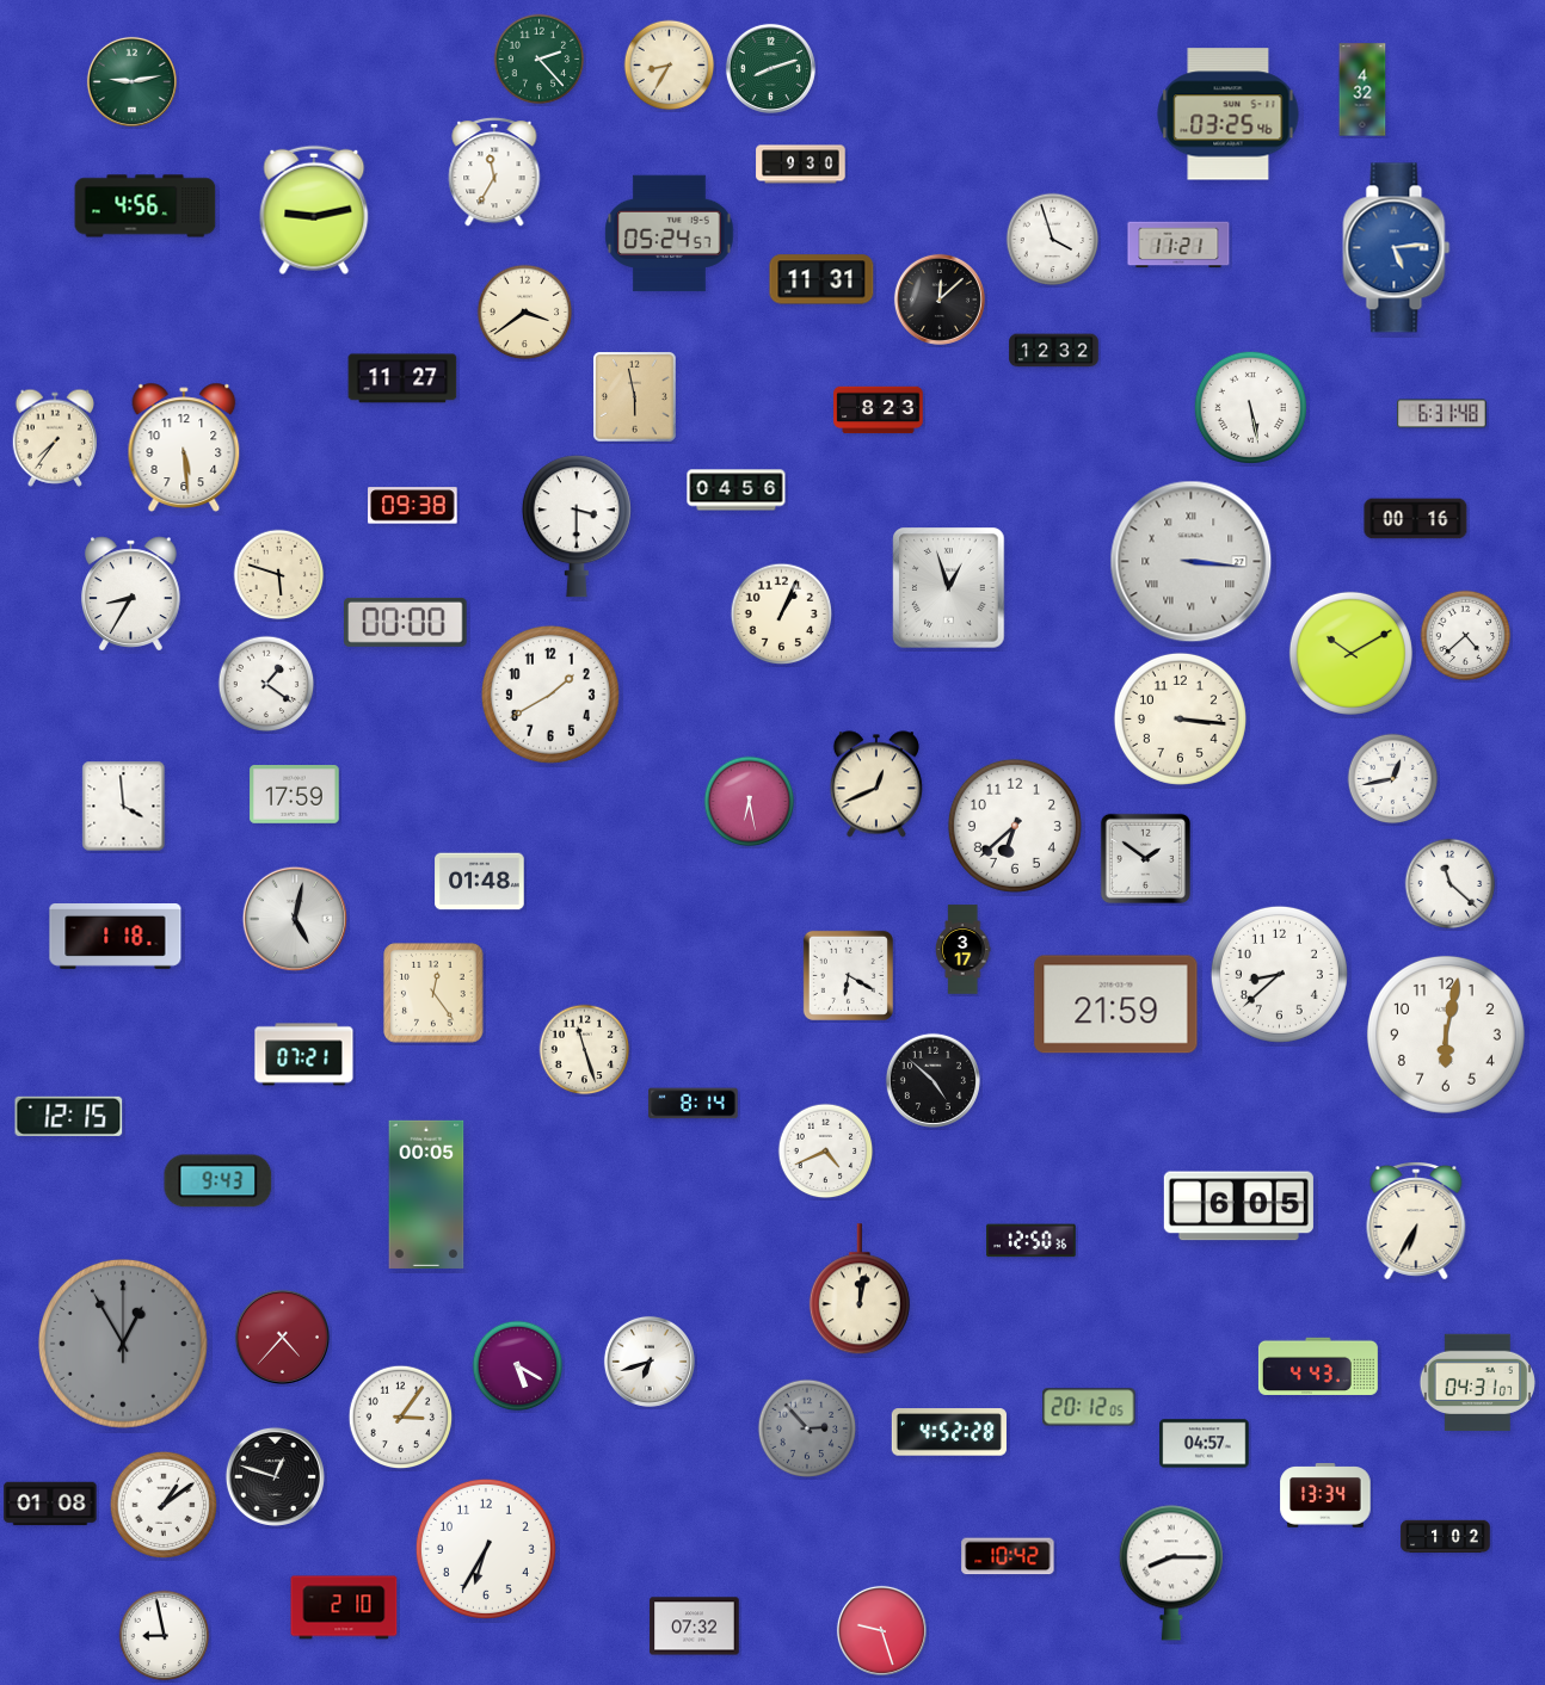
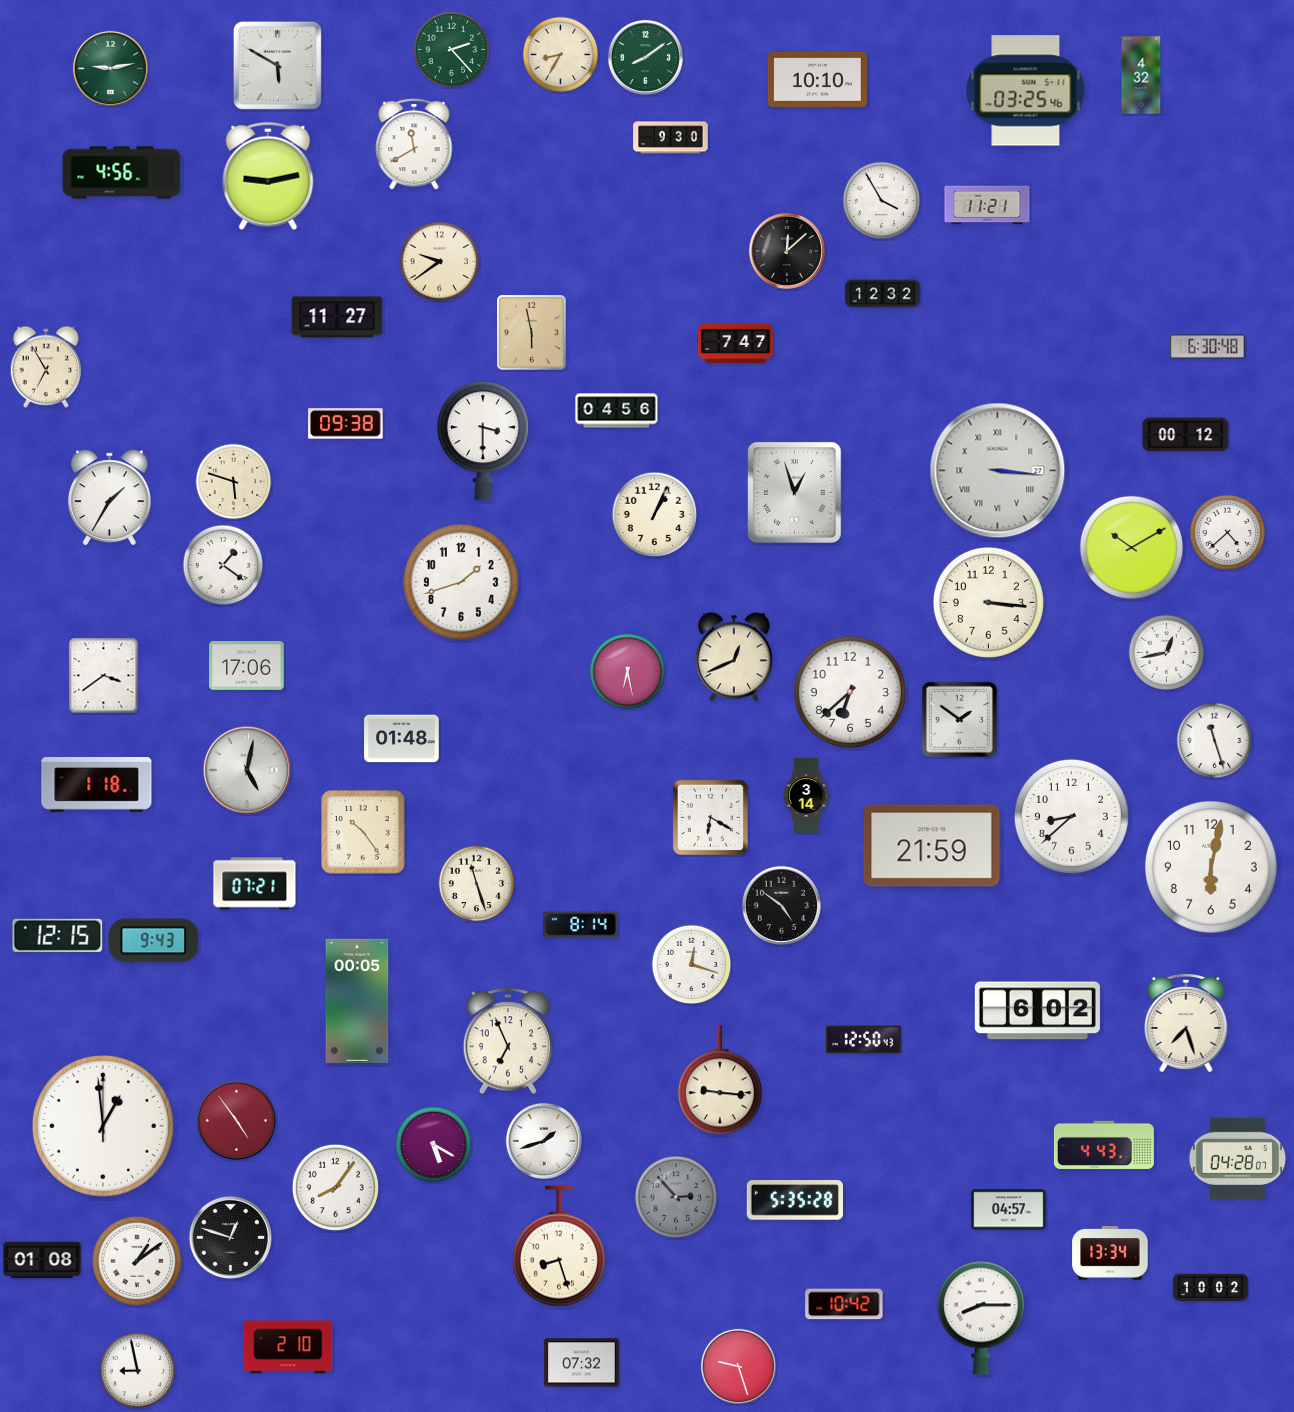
clock at (770, 68): 8:12 -> 8:09
clock at (277, 65): none -> 5:50
clock at (817, 79): none -> 10:10
clock at (1229, 115) position: (1229, 115) -> (1026, 91)
clock at (494, 173): 11:35 -> 11:40
clock at (314, 210) position: (314, 210) -> (268, 176)
clock at (670, 234): 05:24 -> none
clock at (1053, 240): 3:57 -> 3:55
clock at (1397, 248): 5:14 -> none
clock at (821, 279): 11:31 -> none
clock at (525, 313): 3:39 -> 9:39
clock at (1250, 407): 5:28 -> none
clock at (879, 411): 8:23 -> 7:47
clock at (1442, 414): 6:31 -> 6:30
clock at (55, 438): 7:36 -> 6:55
clock at (184, 448): 5:29 -> none
clock at (1416, 519): 00:16 -> 00:12
clock at (131, 594): 8:35 -> 1:35
clock at (406, 622): 00:00 -> none
clock at (266, 684) position: (266, 684) -> (223, 565)
clock at (550, 695): 1:40 -> 1:42
clock at (295, 795): 17:59 -> 17:06
clock at (124, 807): 3:59 -> 3:39
clock at (1451, 884): 11:22 -> 11:27
clock at (962, 950): 3:17 -> 3:14
clock at (433, 993): 12:24 -> 10:24
clock at (1116, 1005) position: (1116, 1005) -> (932, 846)
clock at (585, 1050) position: (585, 1050) -> (477, 884)
clock at (932, 1080): 4:52 -> 4:51
clock at (826, 1152): 4:41 -> 12:18
clock at (218, 1181) position: (218, 1181) -> (154, 941)
clock at (1238, 1206): 6:05 -> 6:02
clock at (1416, 1222): 6:35 -> 7:27
clock at (1032, 1241): 12:50:36 -> 12:50:43
clock at (507, 1042): none -> 6:56
clock at (860, 1290): 12:02 -> 9:16
clock at (282, 1337): 4:37 -> 4:54
clock at (123, 1344): 12:55 -> 12:59
clock at (123, 1344) dial: grey -> white
clock at (650, 1362): 6:42 -> 1:42
clock at (1477, 1383): 04:31 -> 04:28
clock at (1089, 1407): 20:12 -> none
clock at (401, 1418): 3:06 -> 8:06
clock at (949, 1432): 4:52 -> 5:35
clock at (559, 1246): none -> 8:27
clock at (1446, 1537): 1:02 -> 10:02
clock at (486, 1549): 6:35 -> none
